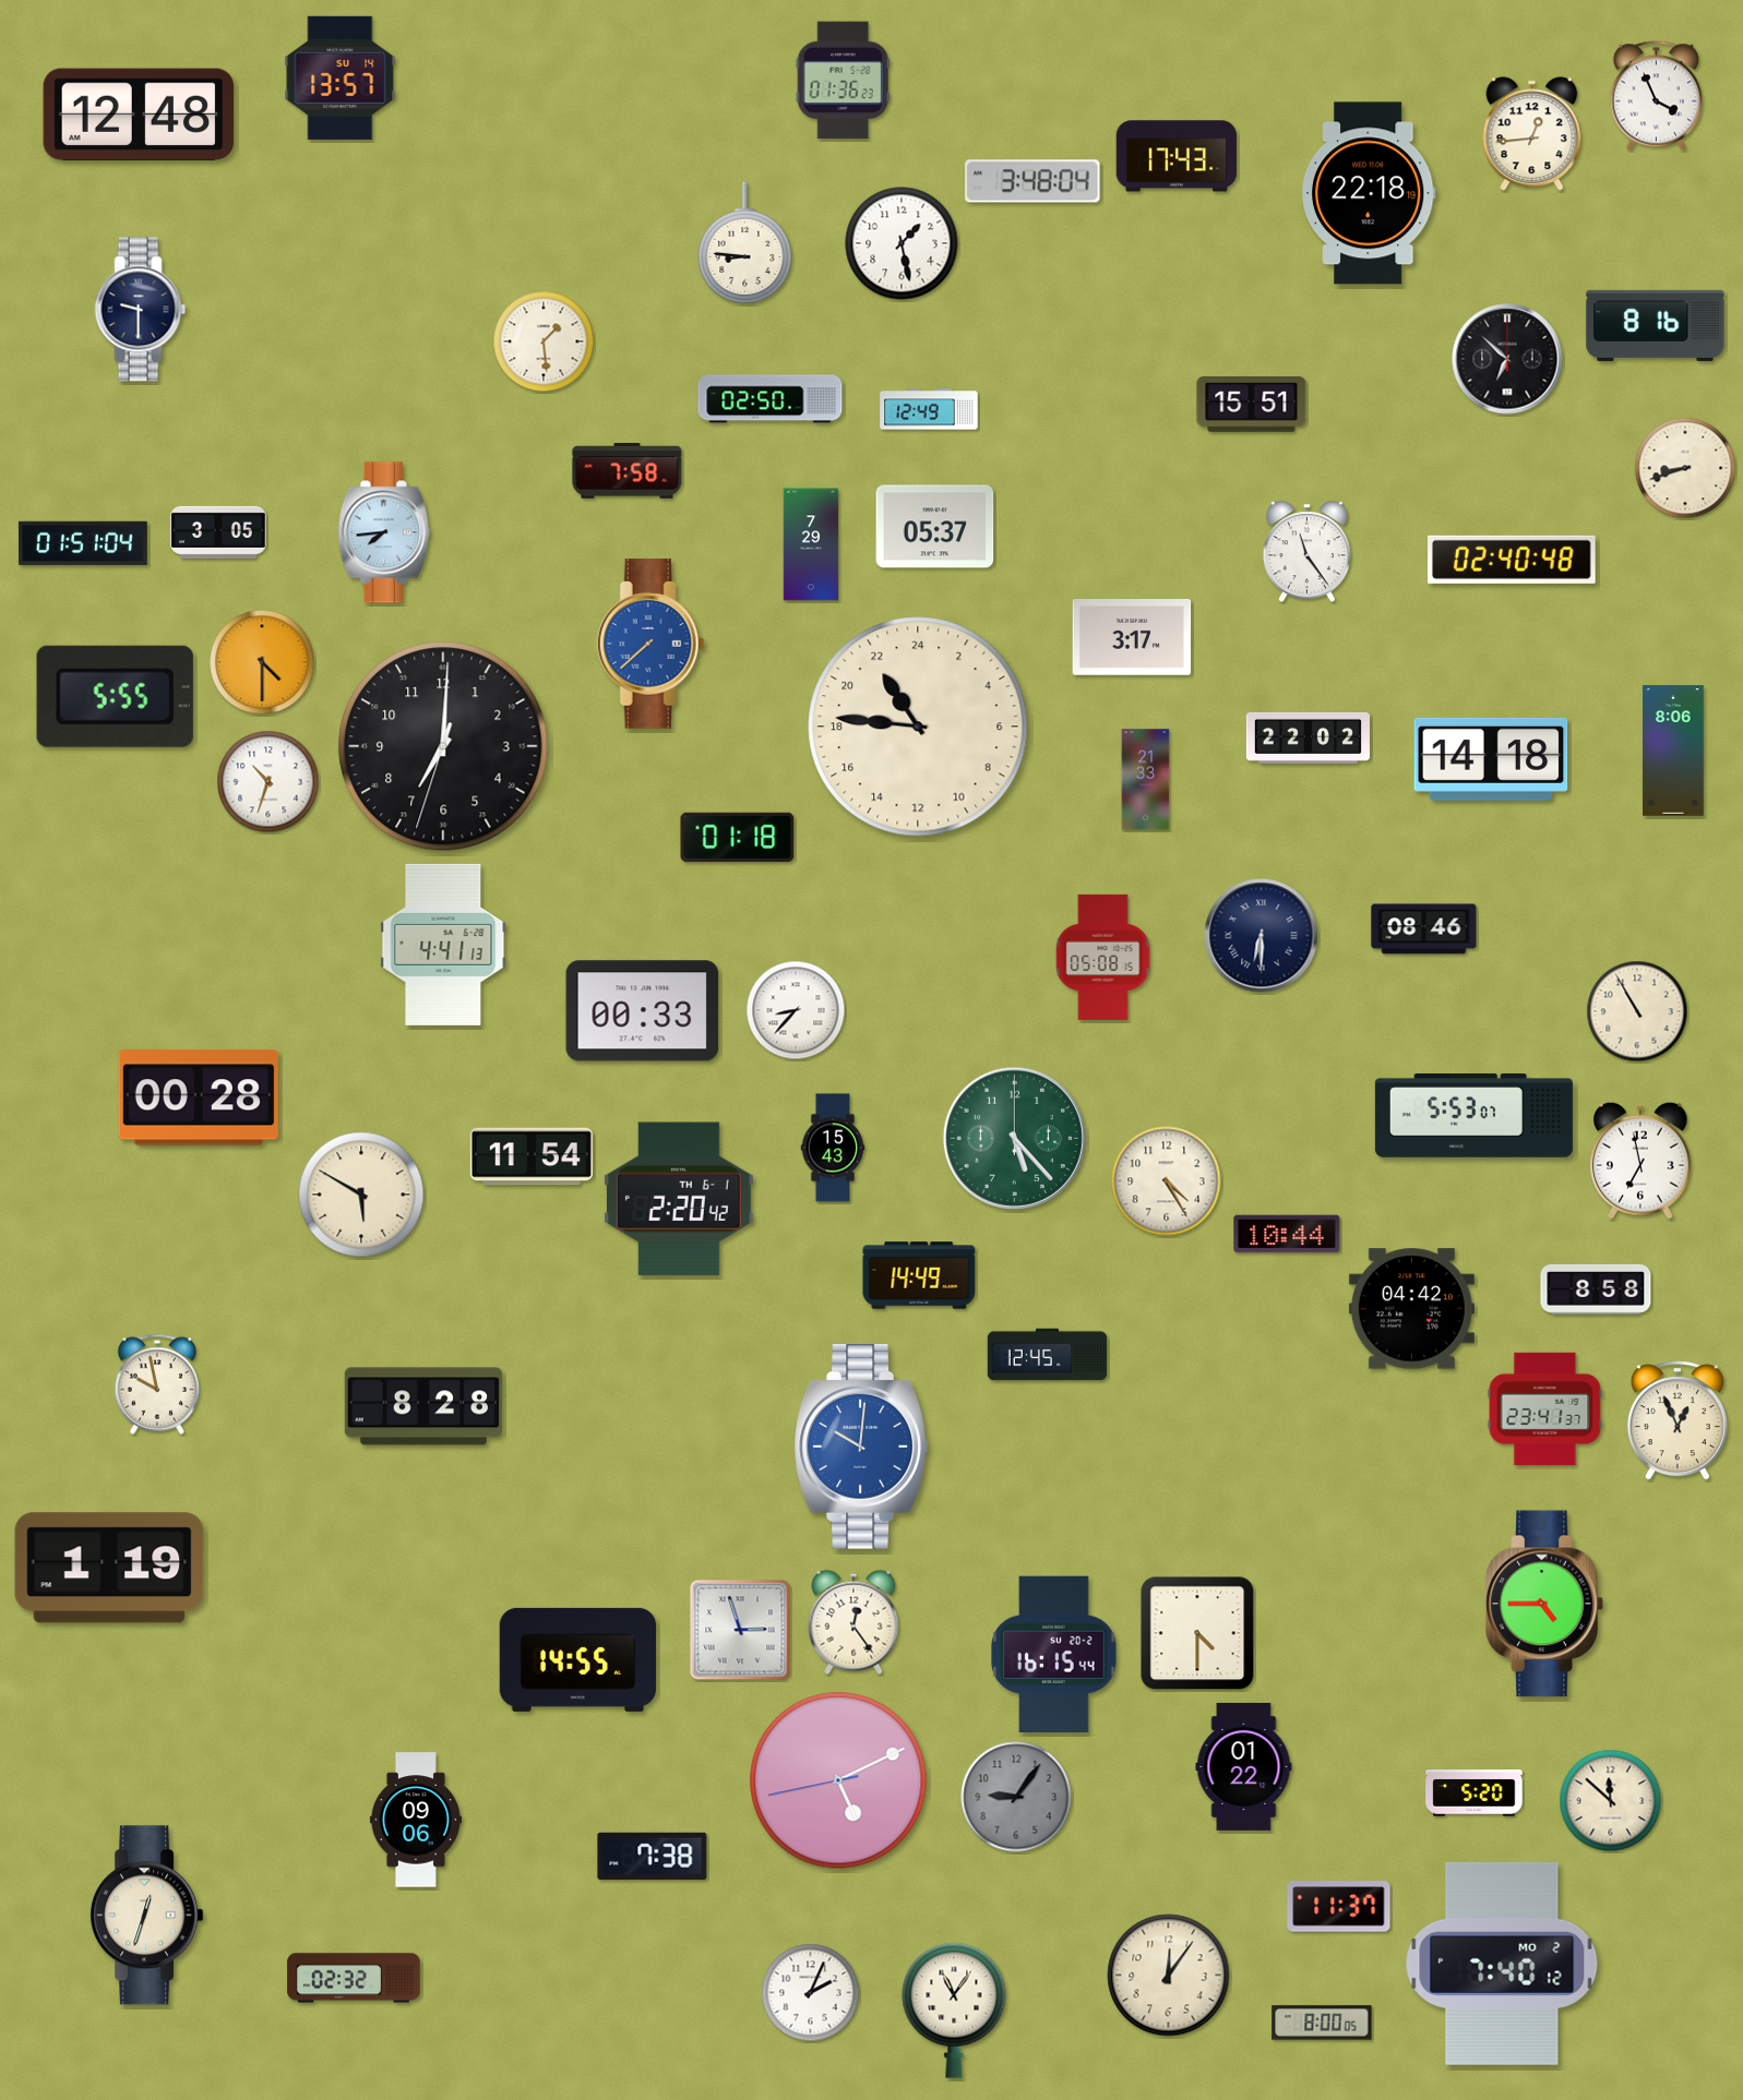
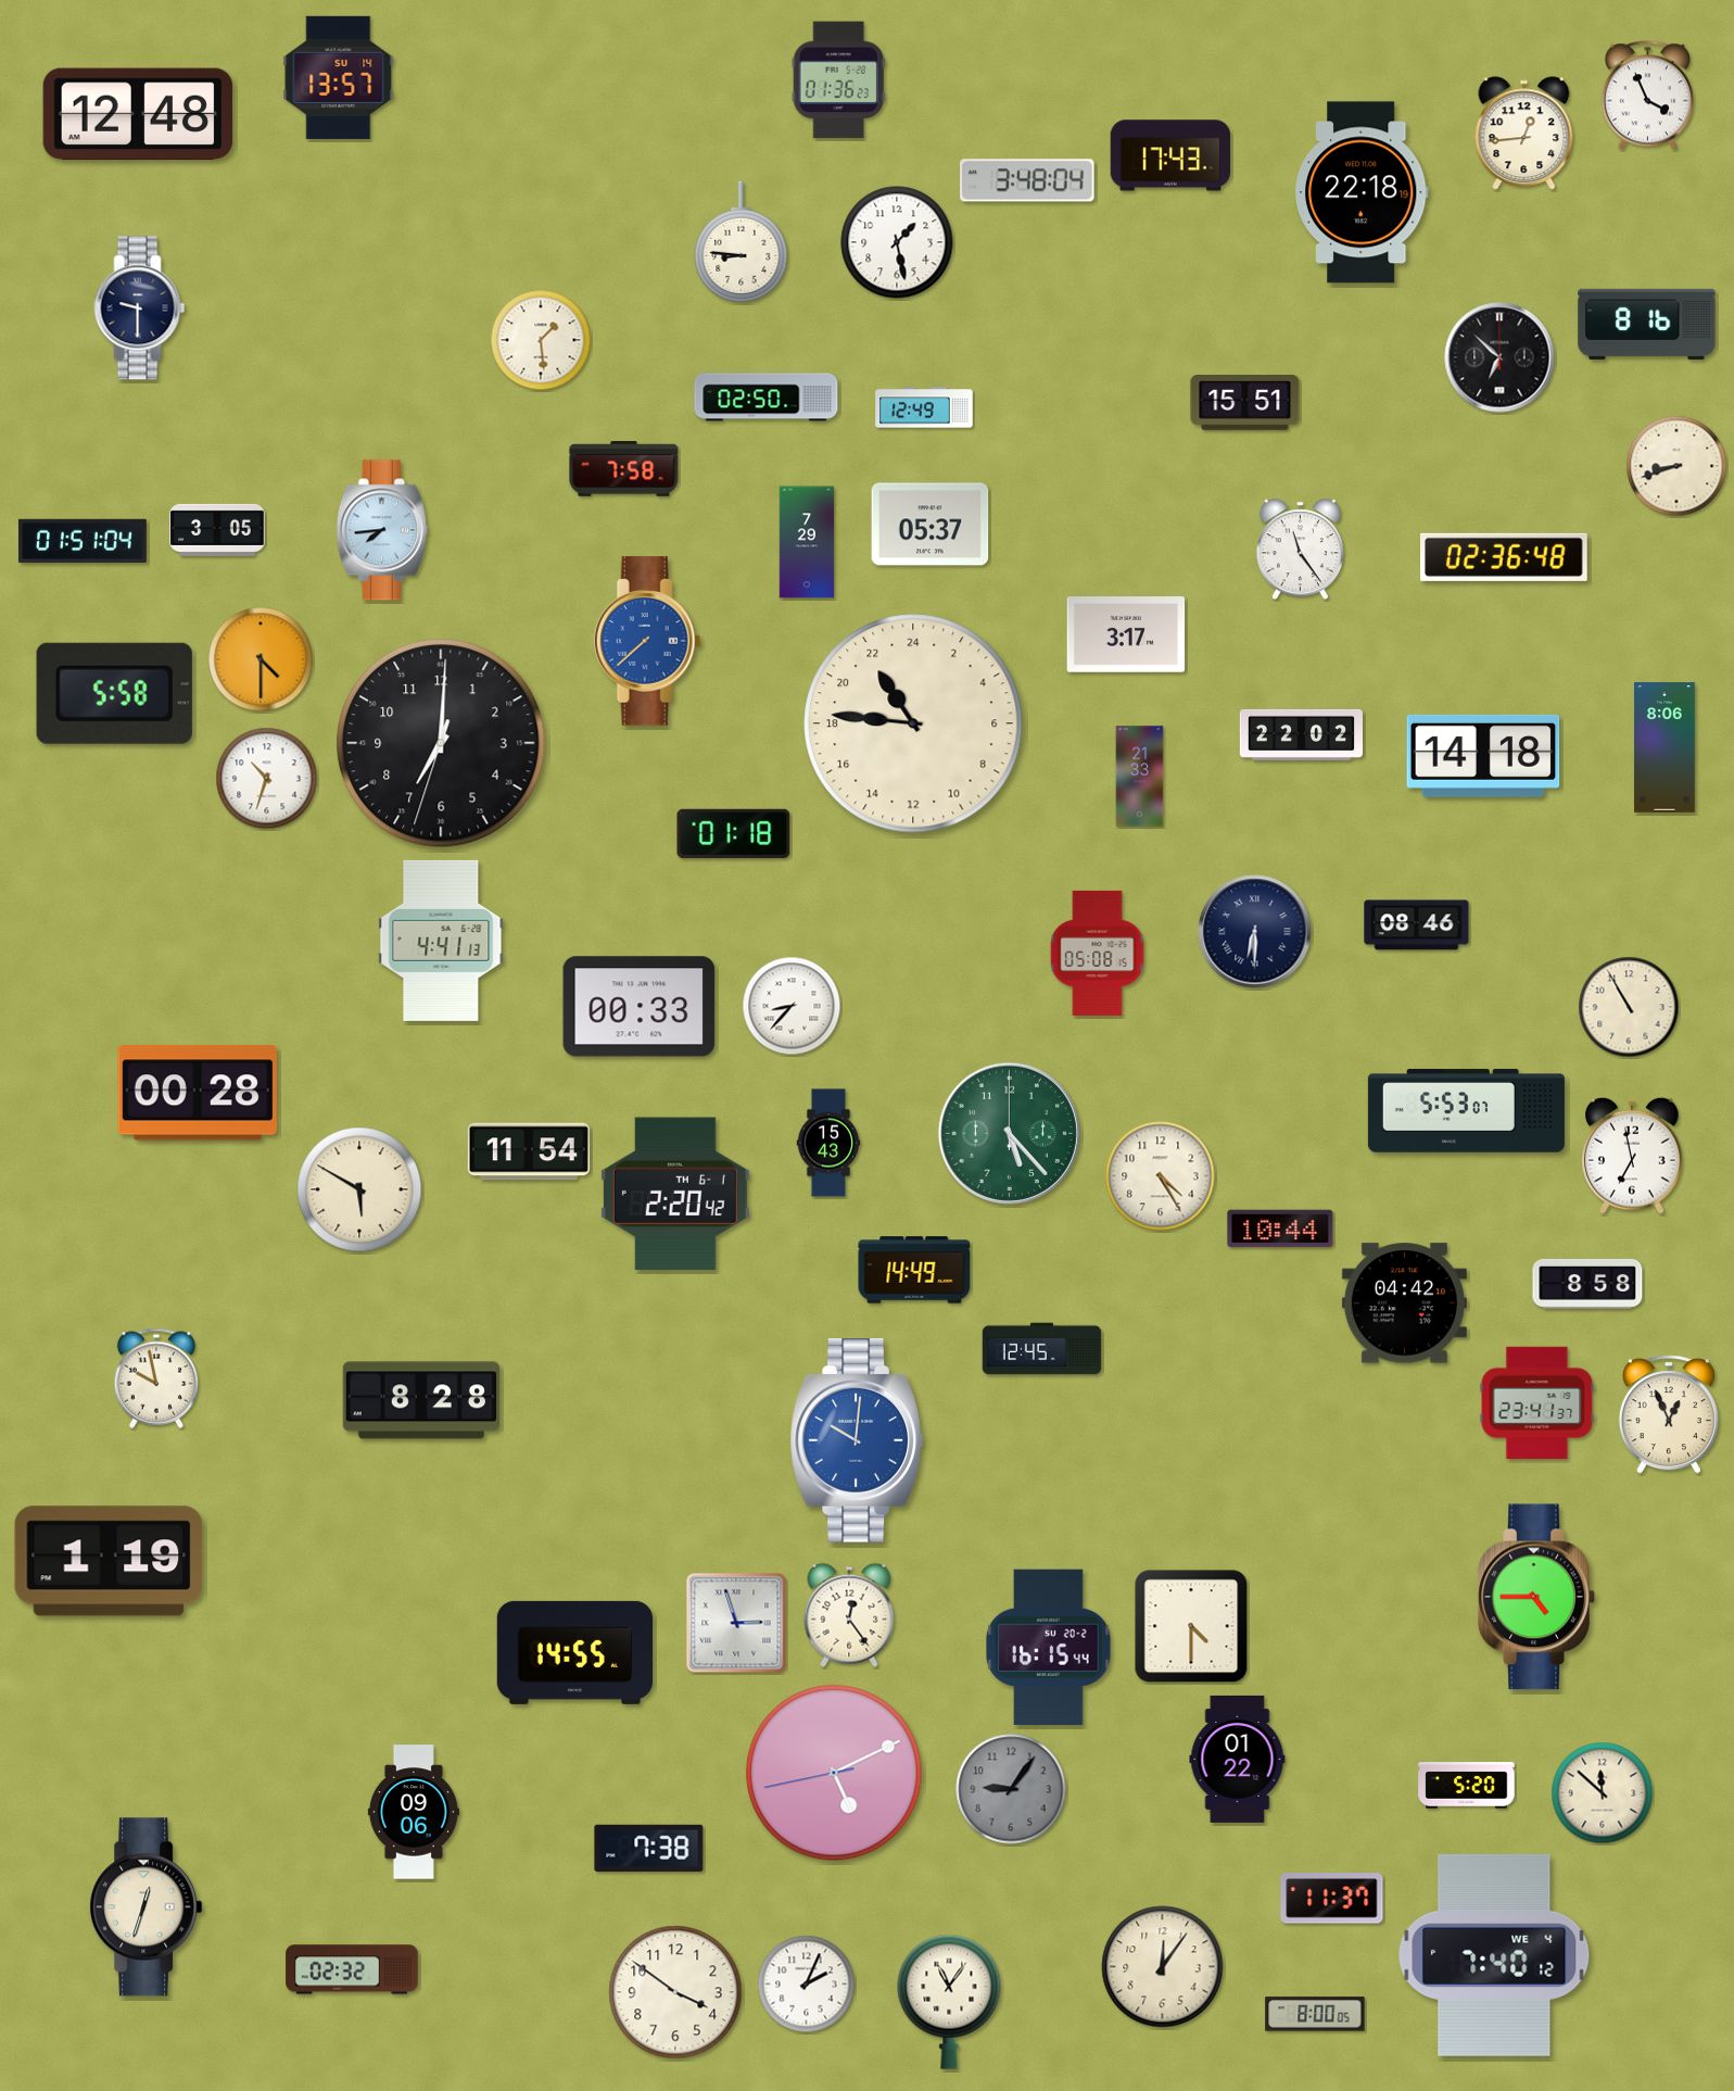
clock at (1513, 560): 02:40 -> 02:36
clock at (115, 696): 5:55 -> 5:58
clock at (1502, 1964) date: MO 2 -> WE 4
clock at (675, 1992): none -> 3:51
